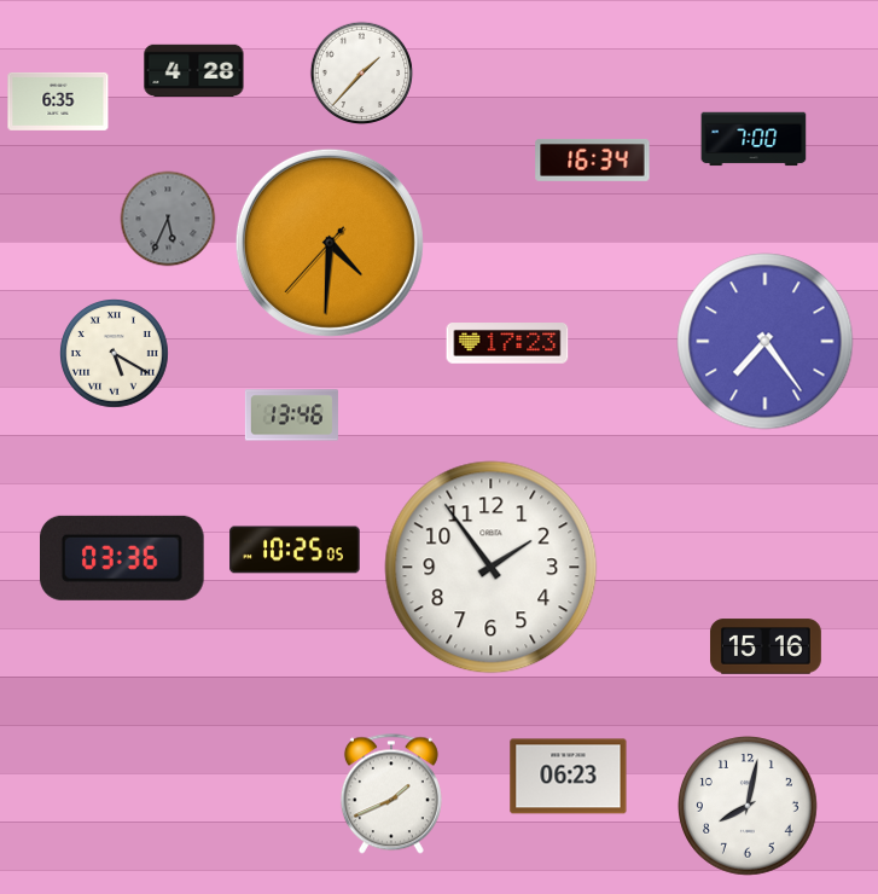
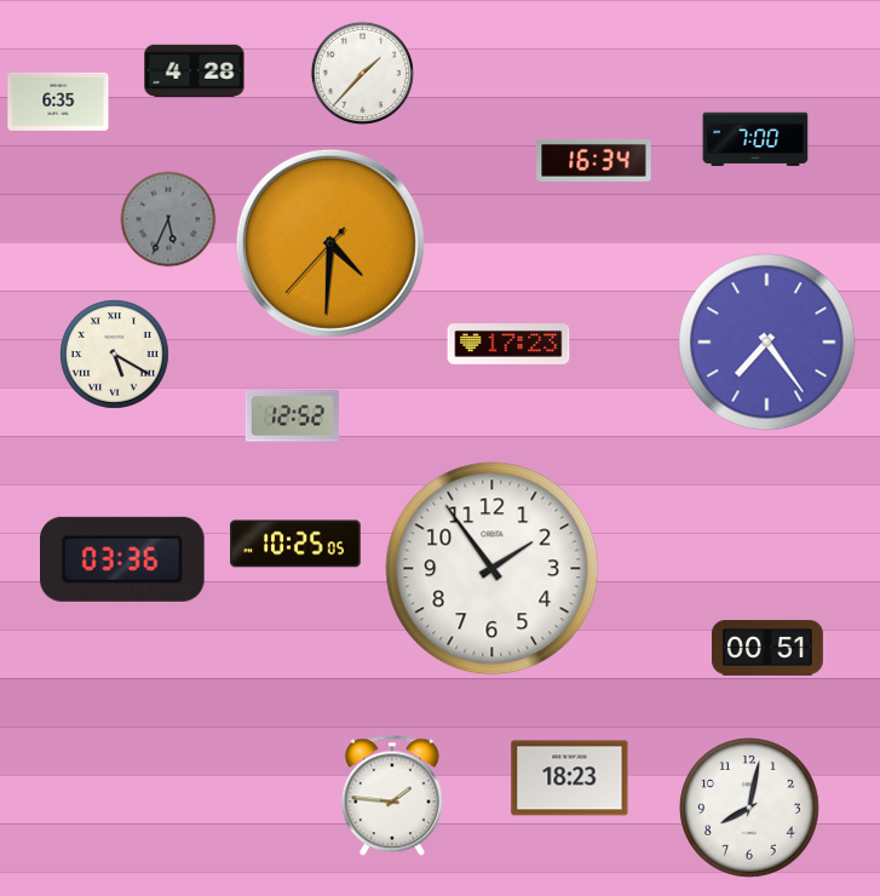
clock at (291, 416): 13:46 -> 12:52
clock at (295, 550) position: (295, 550) -> (295, 544)
clock at (766, 646): 15:16 -> 00:51
clock at (569, 777): 06:23 -> 18:23
clock at (391, 794): 1:41 -> 1:46
